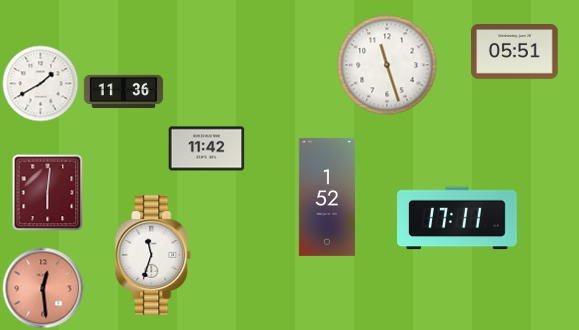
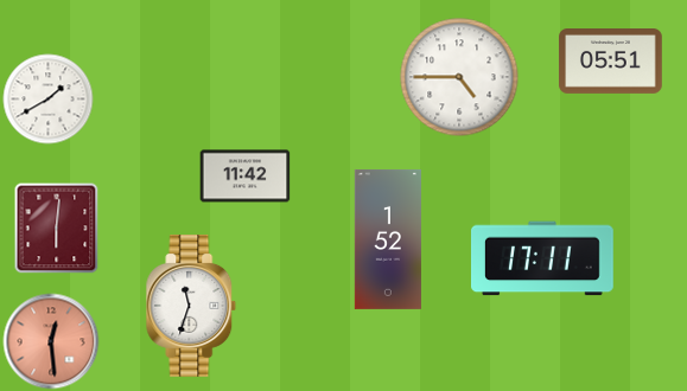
clock at (387, 65): 11:27 -> 4:45
clock at (124, 91): 11:36 -> none
clock at (327, 197) position: (327, 197) -> (388, 239)
clock at (153, 256) position: (153, 256) -> (191, 307)
